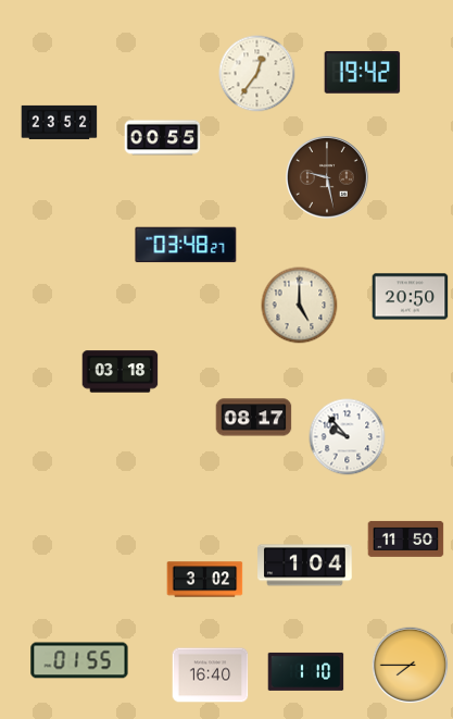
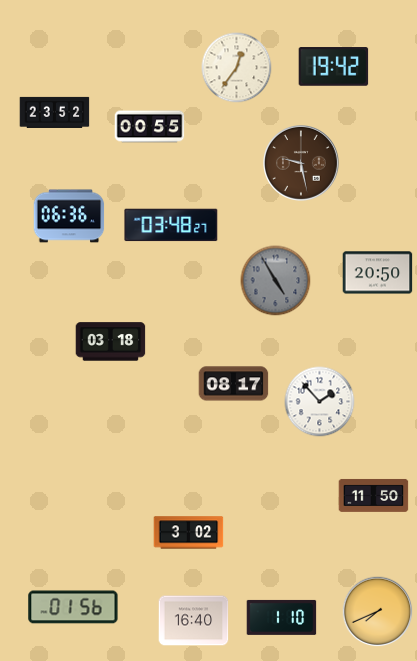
clock at (69, 216): none -> 06:36
clock at (300, 306): 5:00 -> 4:55
clock at (300, 306) dial: cream -> grey
clock at (348, 437): 9:53 -> 1:53
clock at (305, 566): 1:04 -> none
clock at (79, 660): 01:55 -> 01:56
clock at (411, 666): 7:45 -> 7:41
